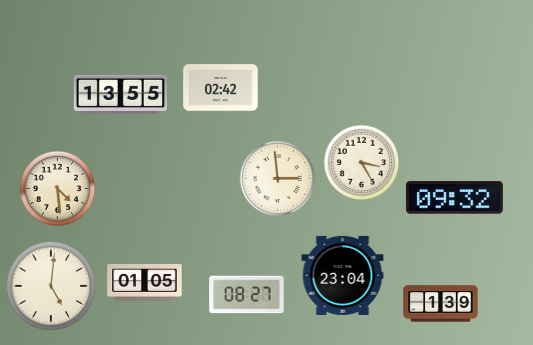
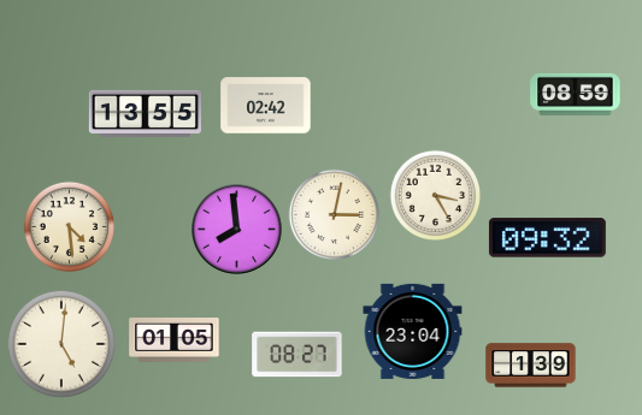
clock at (576, 94): none -> 08:59
clock at (277, 178): 2:59 -> 3:02
clock at (237, 230): none -> 7:59
